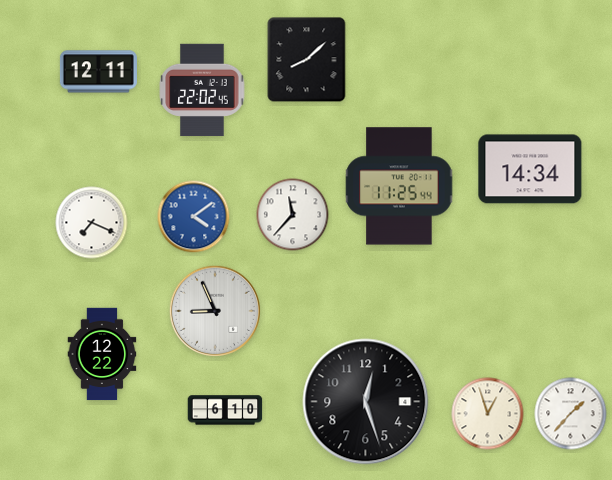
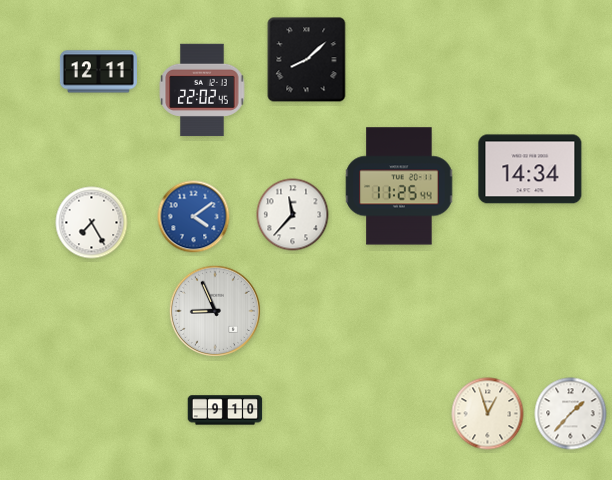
clock at (92, 223): 7:19 -> 7:25
clock at (102, 354): 12:22 -> none
clock at (366, 402): 12:27 -> none
clock at (225, 410): 6:10 -> 9:10
